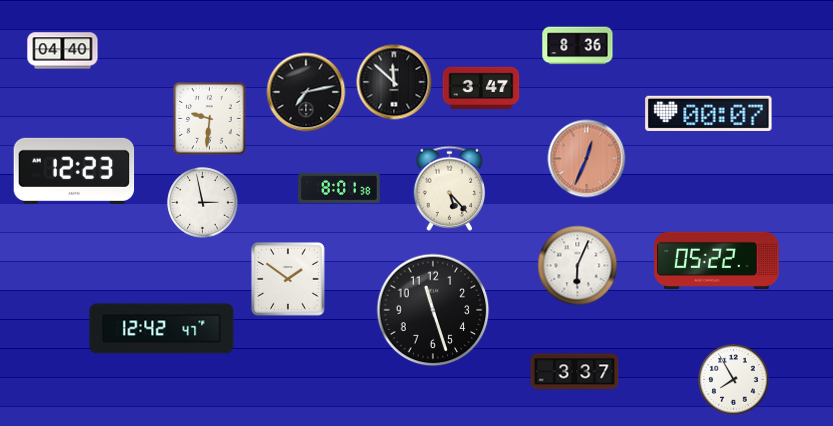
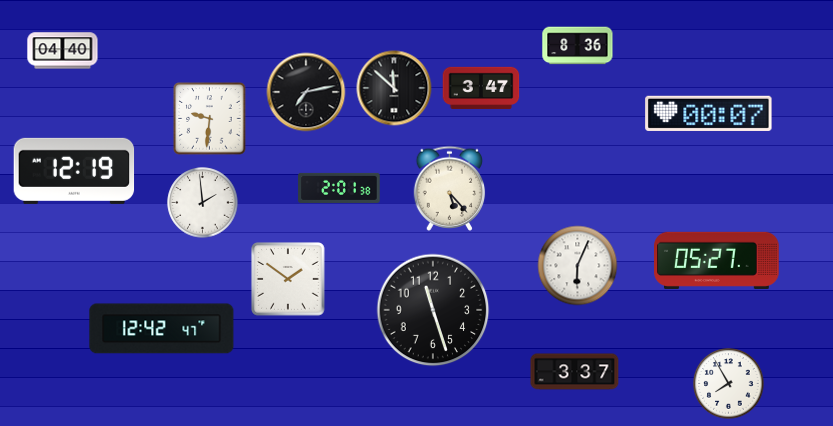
clock at (394, 82) position: (394, 82) -> (394, 88)
clock at (587, 159): 12:34 -> none
clock at (74, 171): 12:23 -> 12:19
clock at (339, 188): 8:01 -> 2:01
clock at (203, 203): 2:58 -> 1:59
clock at (717, 260): 05:22 -> 05:27
clock at (734, 380) position: (734, 380) -> (729, 384)
